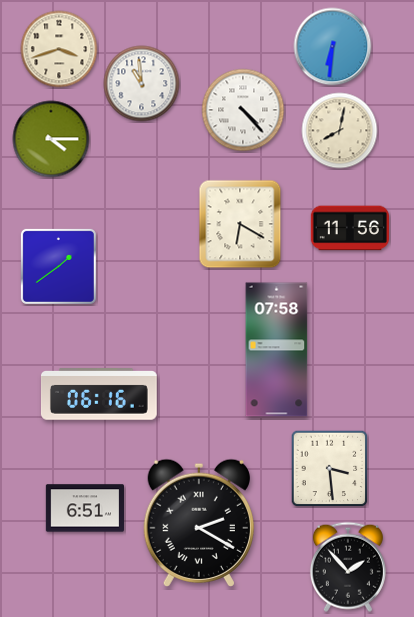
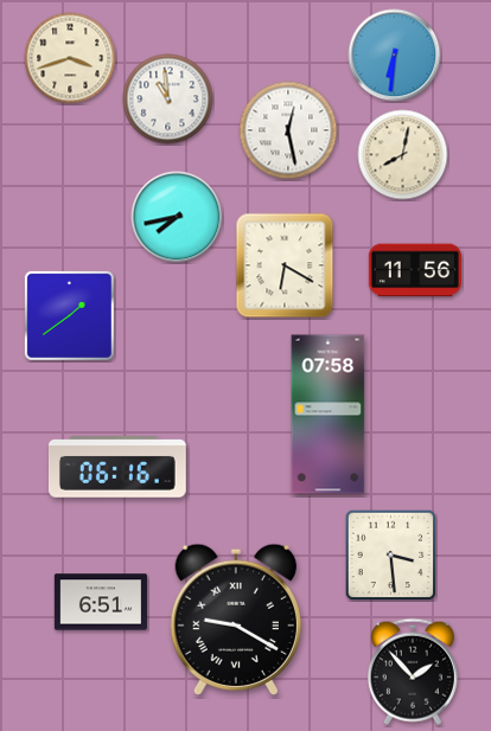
clock at (243, 110): 4:23 -> 12:28
clock at (51, 139): 4:15 -> none
clock at (177, 217): none -> 7:43
clock at (198, 522): 2:20 -> 9:20
